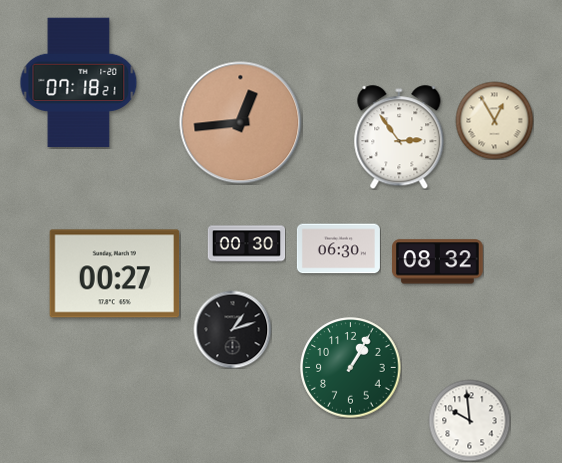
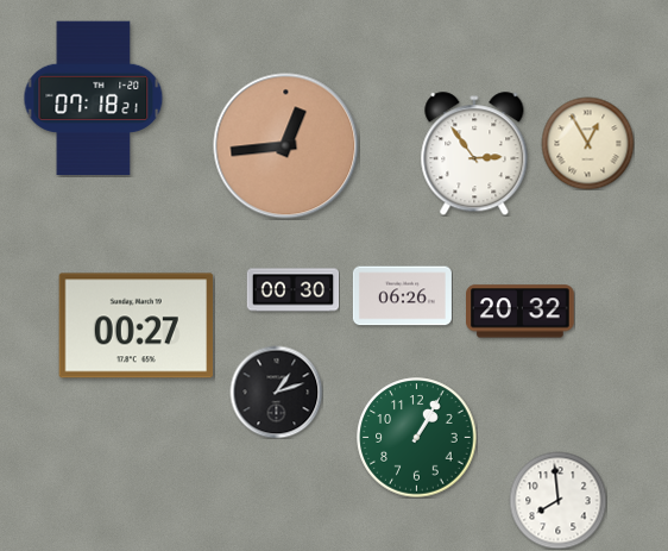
clock at (399, 137) position: (399, 137) -> (474, 154)
clock at (338, 249): 06:30 -> 06:26
clock at (438, 262): 08:32 -> 20:32
clock at (469, 420): 9:59 -> 7:59
